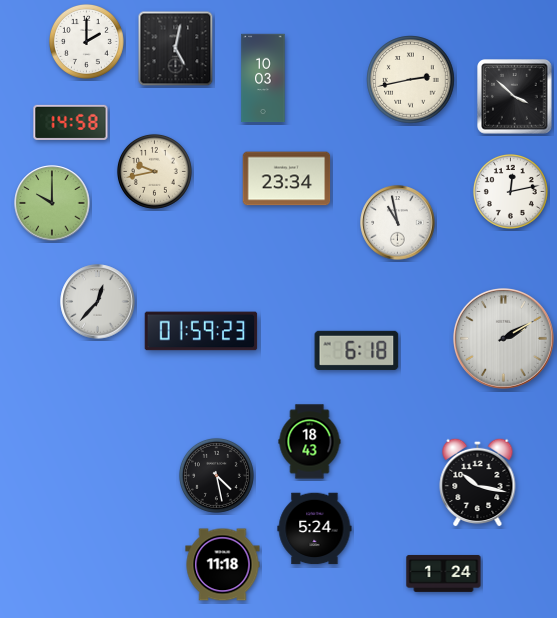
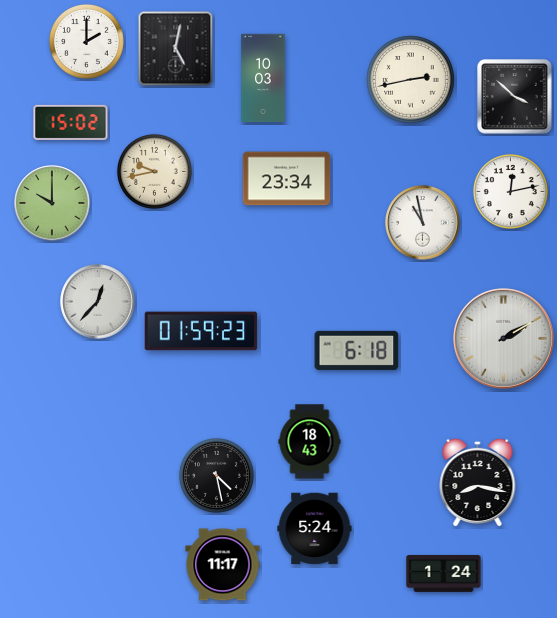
clock at (71, 122): 14:58 -> 15:02
clock at (398, 223) position: (398, 223) -> (423, 223)
clock at (478, 482): 10:17 -> 8:17
clock at (223, 565): 11:18 -> 11:17
